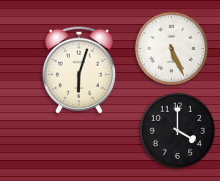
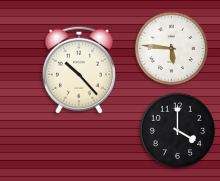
clock at (172, 49): 5:26 -> 5:46
clock at (79, 70): 6:03 -> 10:23
